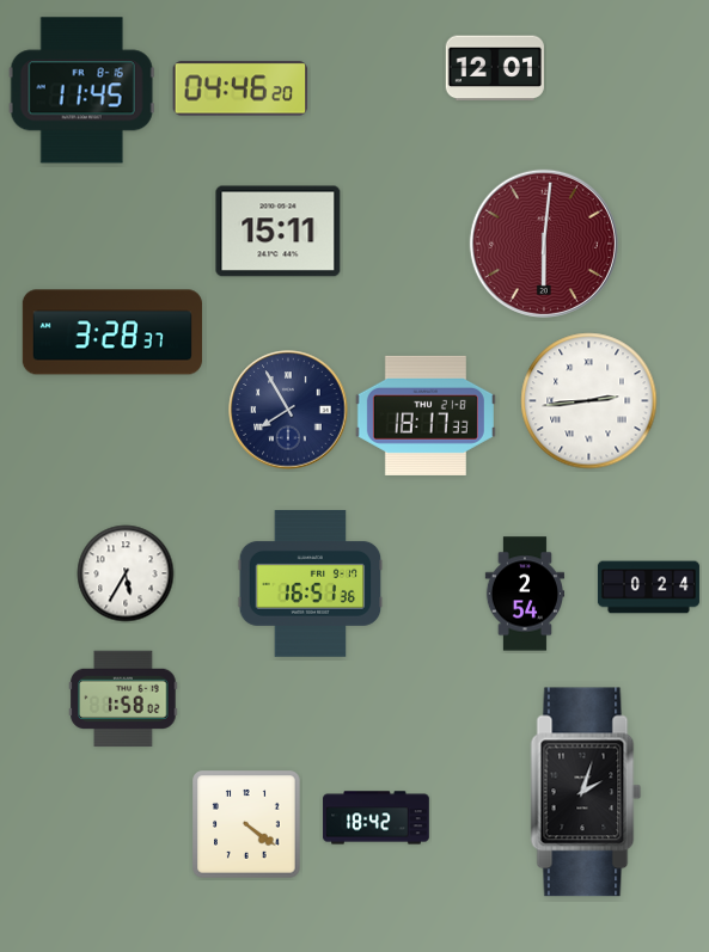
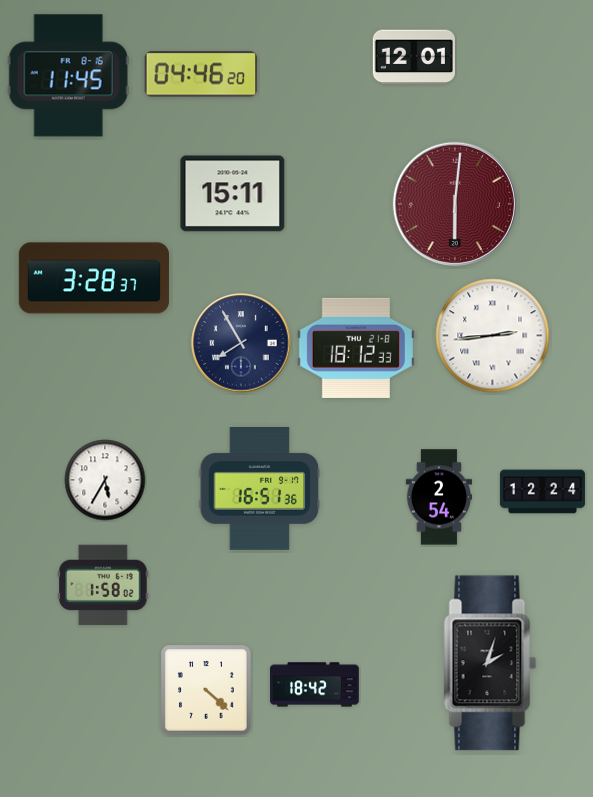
clock at (426, 416): 18:17 -> 18:12
clock at (648, 588): 0:24 -> 12:24
clock at (246, 824): 4:21 -> 4:22
